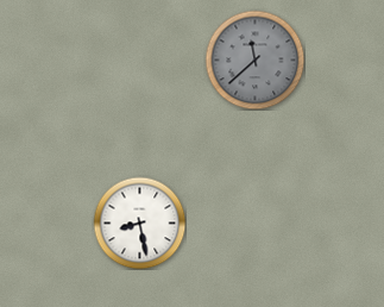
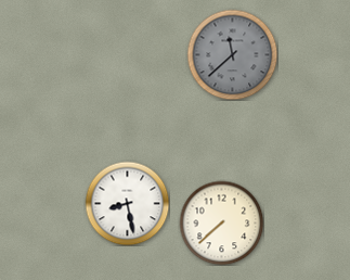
clock at (221, 222): none -> 7:38
